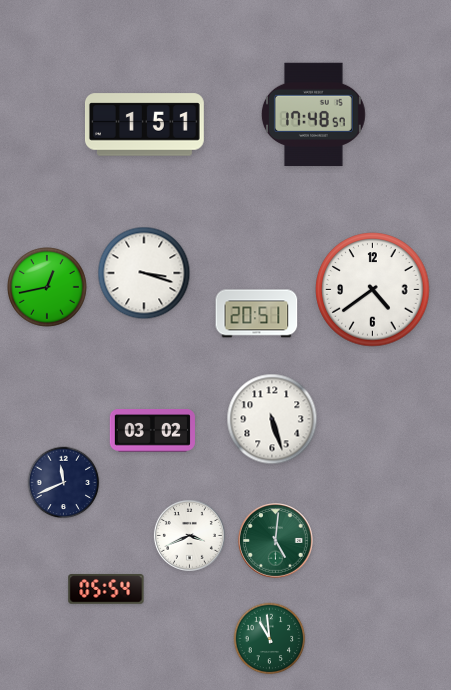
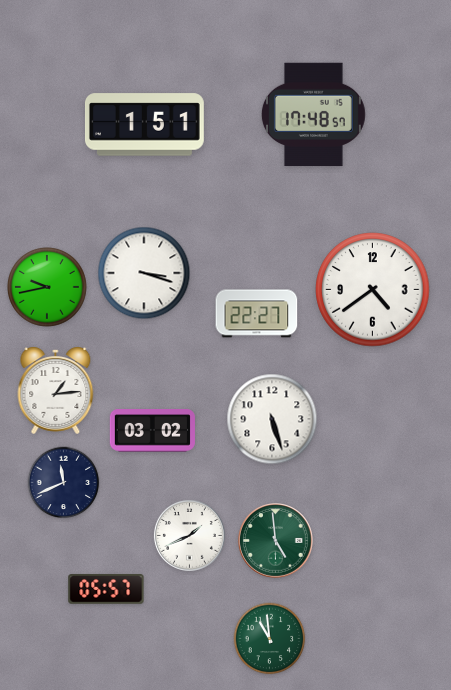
clock at (48, 288): 12:43 -> 9:43
clock at (257, 314): 20:51 -> 22:27
clock at (56, 390): none -> 1:14
clock at (189, 535): 3:41 -> 1:41
clock at (276, 541): 5:01 -> 4:59
clock at (106, 589): 05:54 -> 05:57
